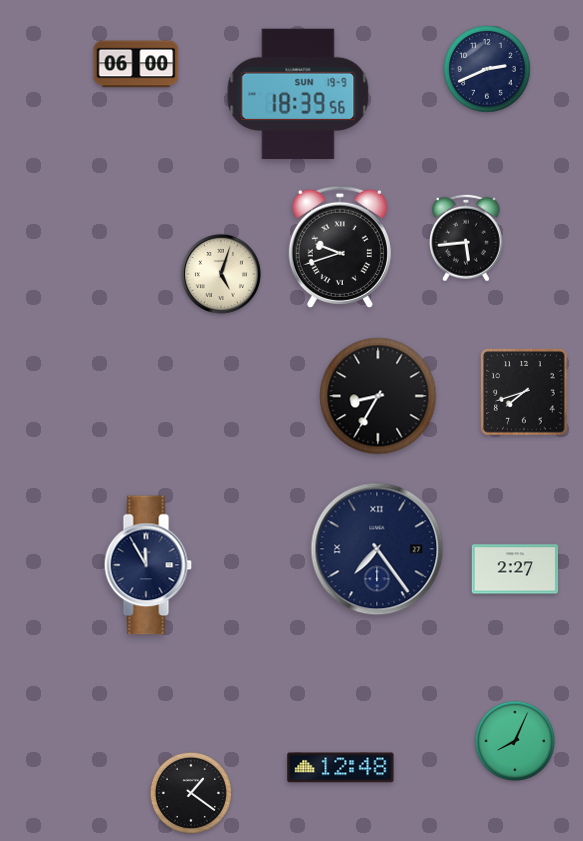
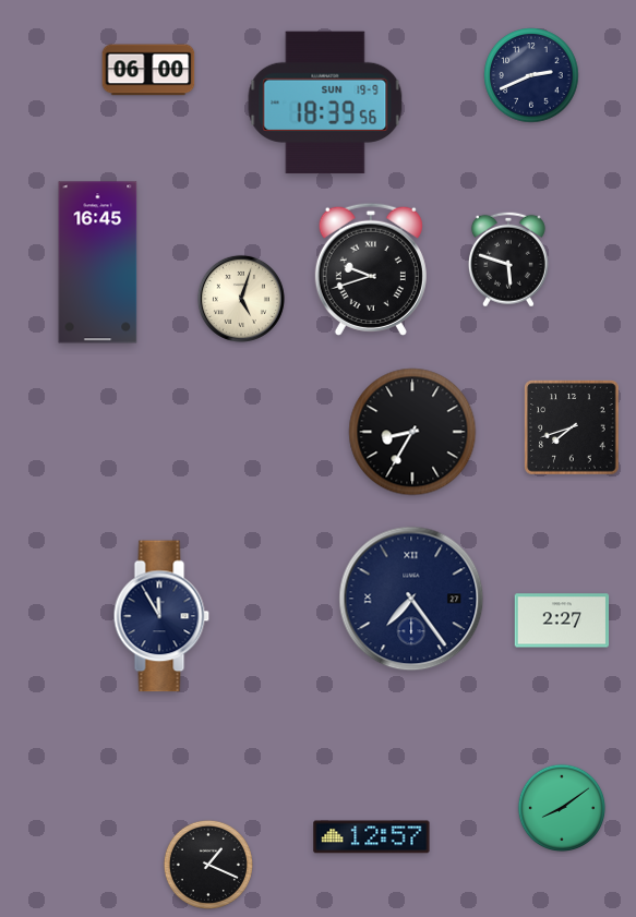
clock at (466, 238): 5:44 -> 5:48
clock at (98, 263): none -> 16:45
clock at (515, 741): 8:04 -> 8:09
clock at (341, 768): 12:48 -> 12:57
clock at (191, 793): 1:21 -> 1:19
